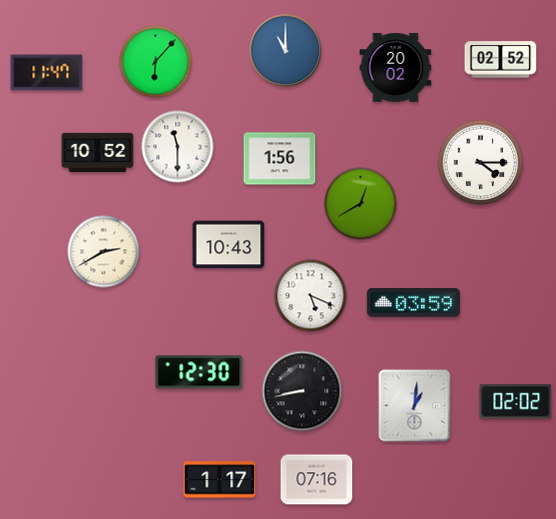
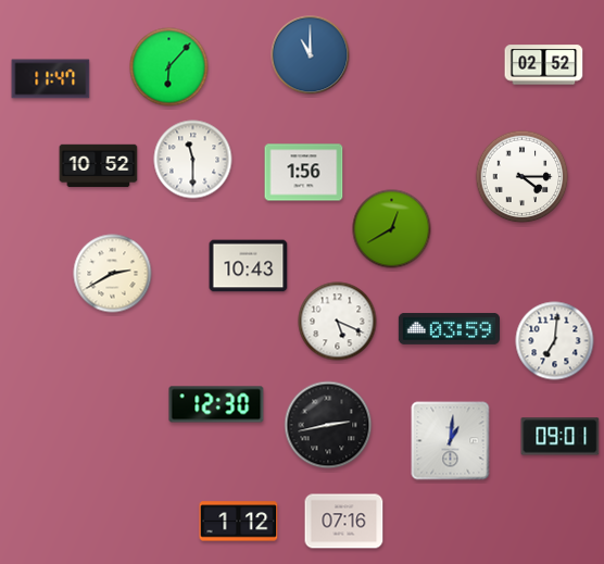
clock at (396, 67): 20:02 -> none
clock at (98, 153) position: (98, 153) -> (99, 166)
clock at (361, 204) position: (361, 204) -> (392, 229)
clock at (555, 341): none -> 7:01
clock at (302, 391): 8:43 -> 2:43
clock at (516, 402): 02:02 -> 09:01
clock at (220, 480): 1:17 -> 1:12
